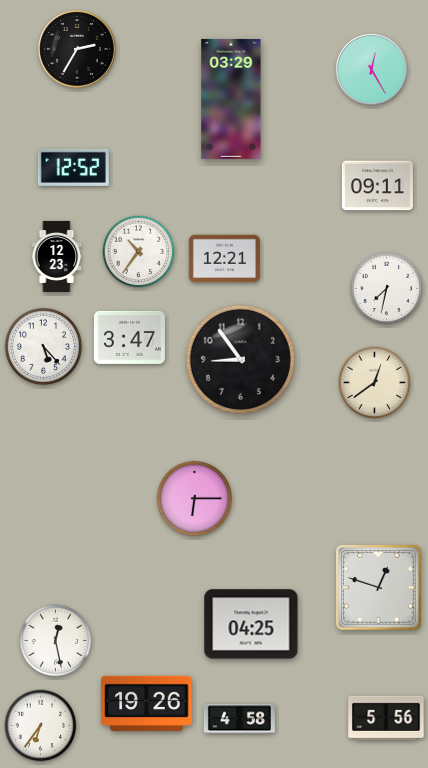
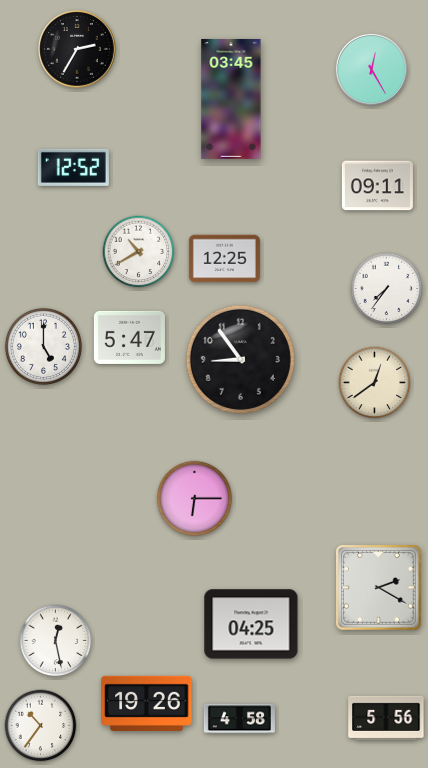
clock at (231, 99): 03:29 -> 03:45
clock at (139, 252): 10:36 -> 10:40
clock at (57, 256): 12:23 -> none
clock at (224, 259): 12:21 -> 12:25
clock at (387, 289): 7:32 -> 7:36
clock at (129, 337): 3:47 -> 5:47
clock at (43, 346): 5:23 -> 5:00
clock at (379, 588): 12:48 -> 2:20
clock at (41, 726): 6:36 -> 10:36
